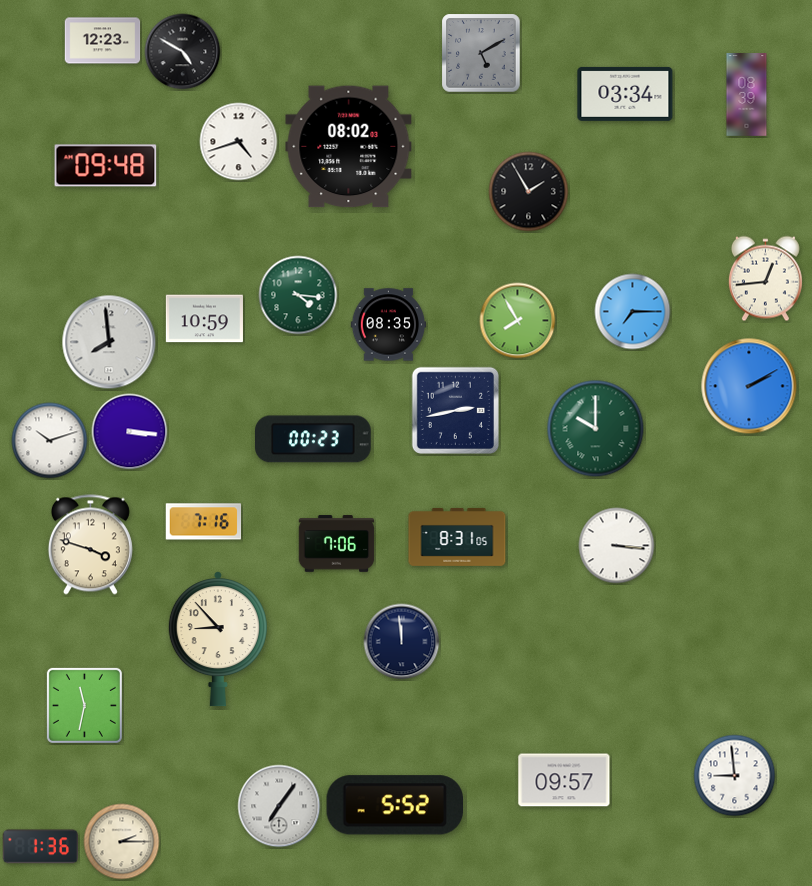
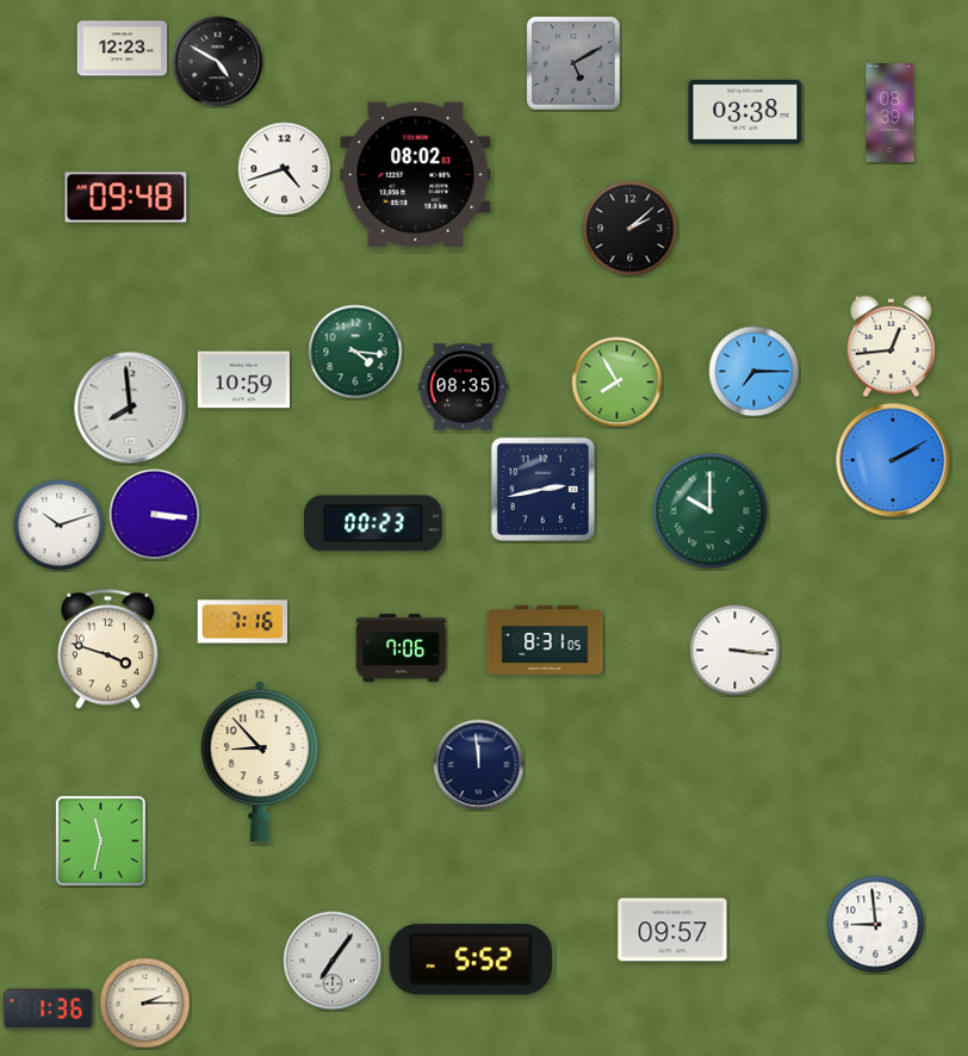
clock at (625, 94): 03:34 -> 03:38
clock at (529, 192): 1:55 -> 2:08
clock at (765, 279) position: (765, 279) -> (891, 347)
